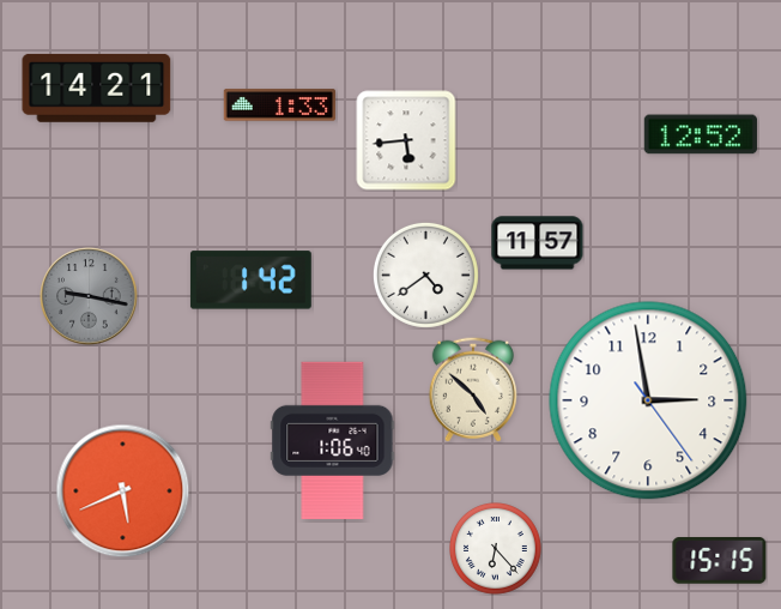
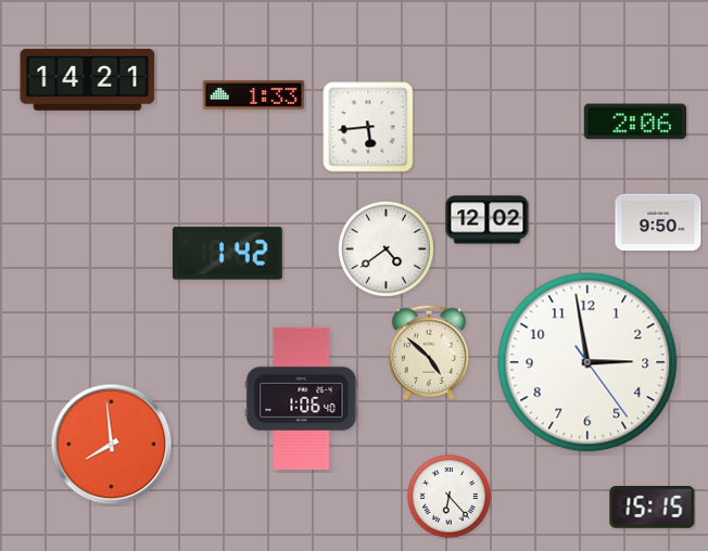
clock at (701, 134): 12:52 -> 2:06
clock at (538, 243): 11:57 -> 12:02
clock at (658, 222): none -> 9:50
clock at (89, 296): 9:17 -> none
clock at (123, 492): 5:41 -> 7:59
